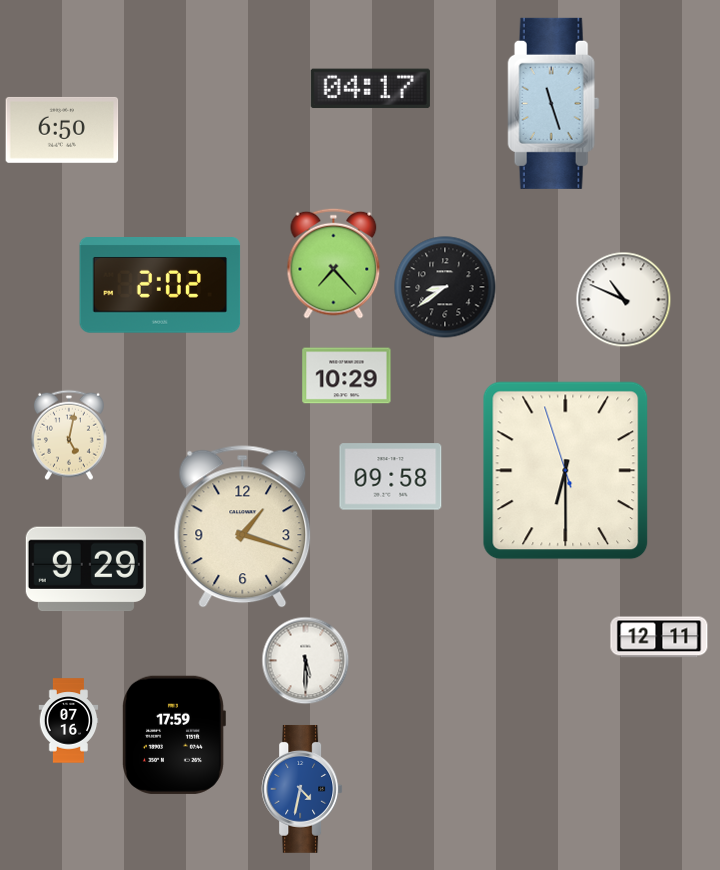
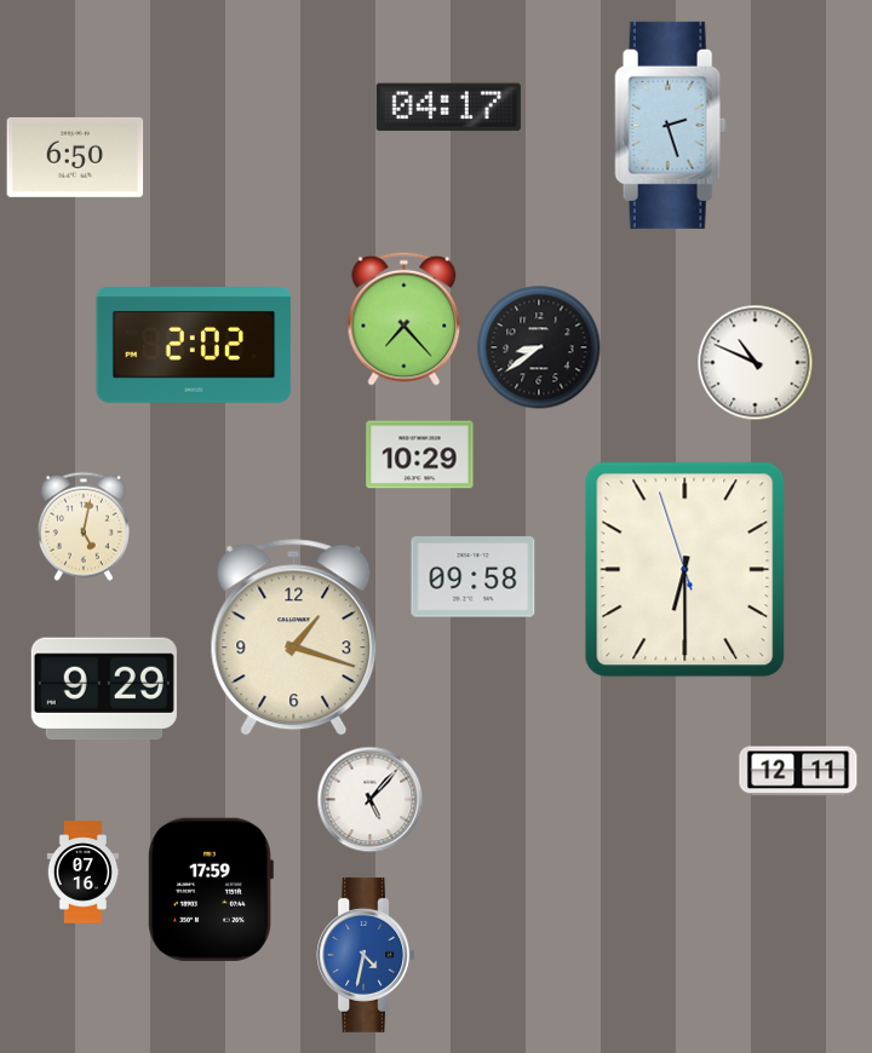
clock at (554, 103): 11:27 -> 2:27
clock at (305, 660): 5:30 -> 5:07
